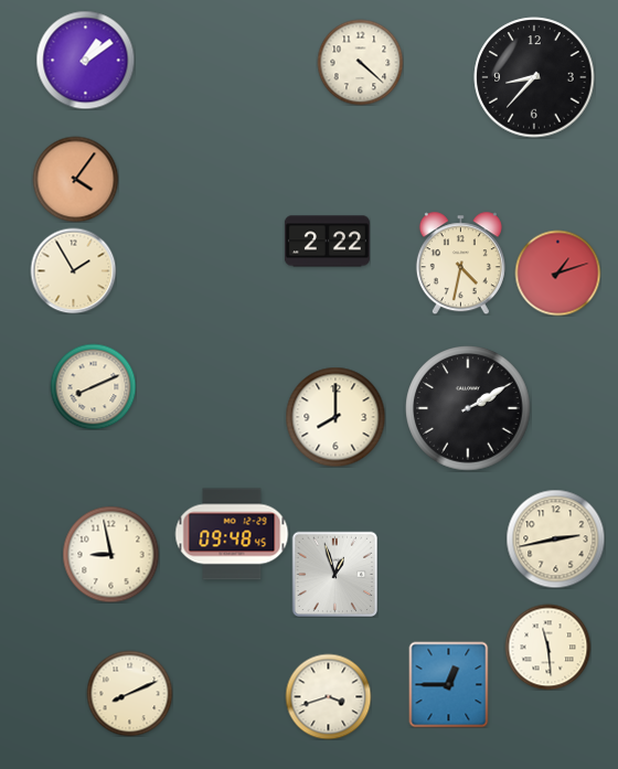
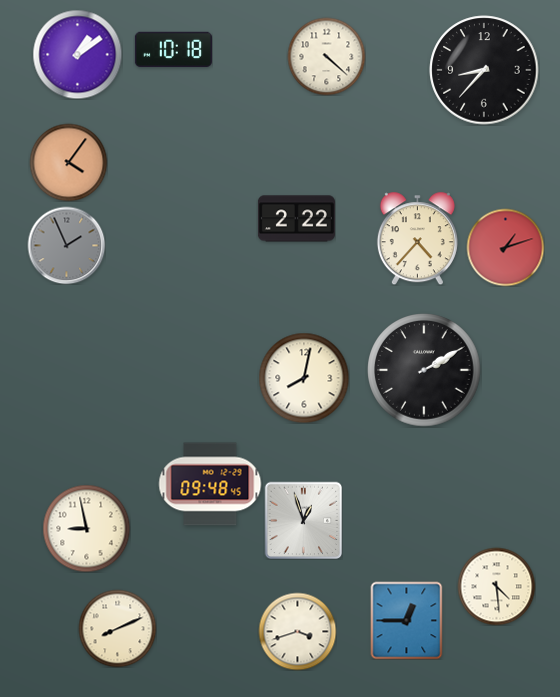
clock at (173, 50): none -> 10:18
clock at (460, 263): 4:32 -> 4:37
clock at (73, 270): 1:55 -> 1:56
clock at (73, 270) dial: cream -> grey
clock at (93, 386): 8:11 -> none
clock at (335, 417): 8:00 -> 8:02
clock at (555, 538): 2:43 -> none
clock at (110, 554) position: (110, 554) -> (86, 528)
clock at (547, 647): 11:29 -> 4:29
